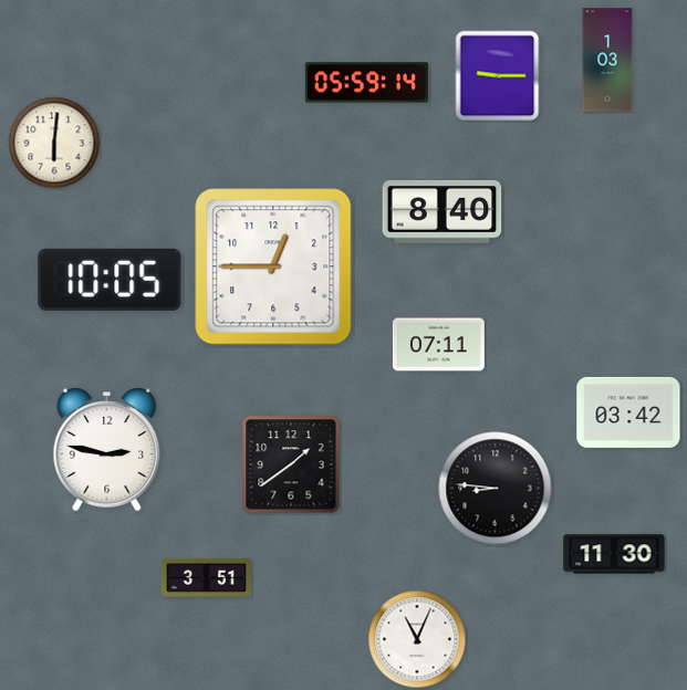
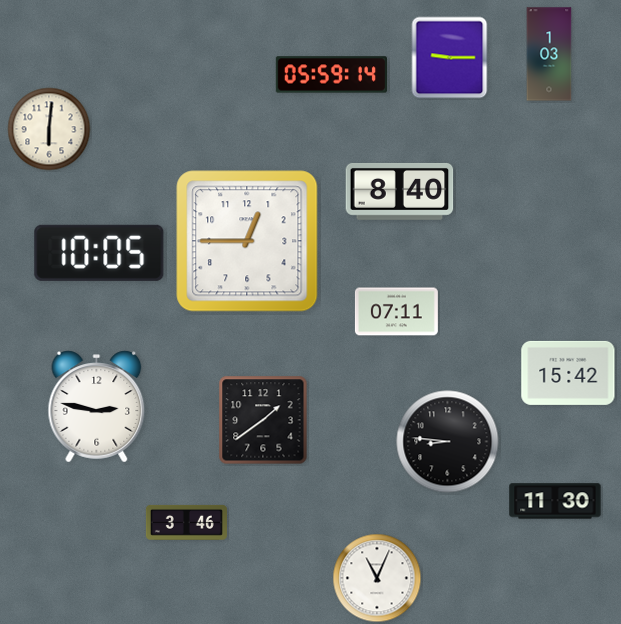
clock at (498, 76) position: (498, 76) -> (450, 58)
clock at (628, 412): 03:42 -> 15:42
clock at (206, 577): 3:51 -> 3:46
